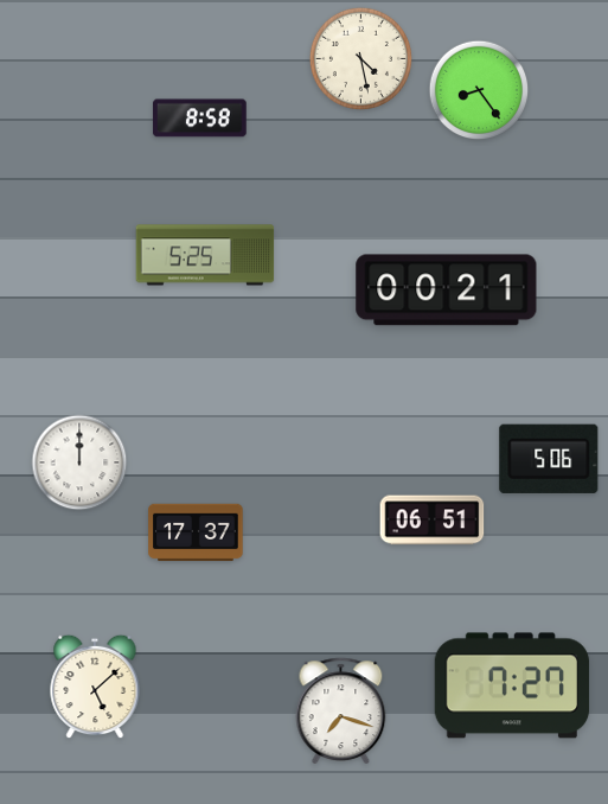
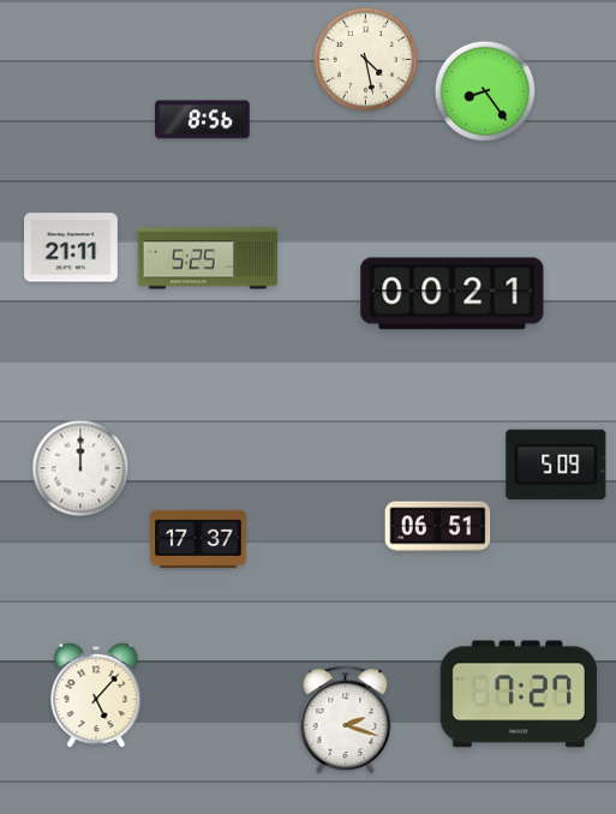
clock at (200, 119): 8:58 -> 8:56
clock at (72, 247): none -> 21:11
clock at (549, 459): 5:06 -> 5:09
clock at (95, 687): 5:08 -> 5:07
clock at (341, 710): 7:18 -> 2:18
